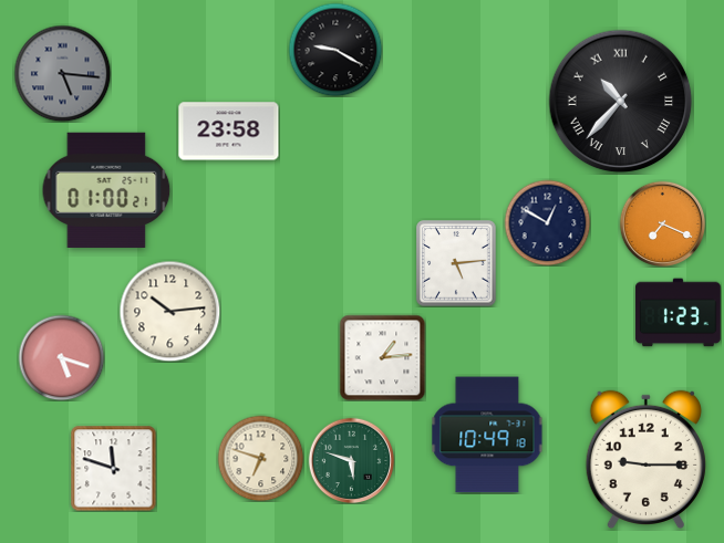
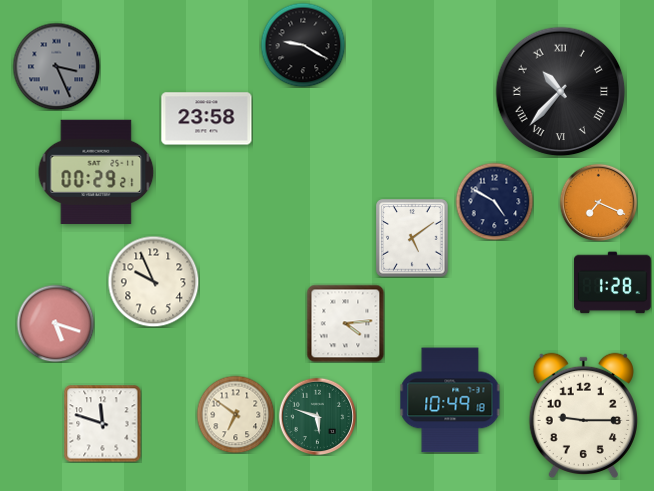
clock at (62, 73): 5:16 -> 3:26
clock at (106, 189): 01:00 -> 00:29
clock at (547, 222): 12:50 -> 4:50
clock at (456, 263): 5:14 -> 5:09
clock at (169, 311): 10:14 -> 9:56
clock at (679, 313): 1:23 -> 1:28
clock at (382, 357): 1:14 -> 4:14
clock at (487, 435) position: (487, 435) -> (450, 400)
clock at (260, 458): 6:48 -> 6:51
